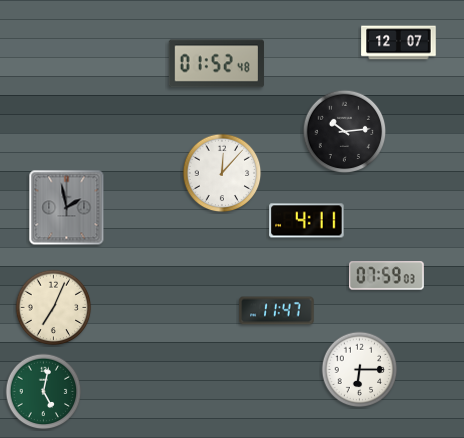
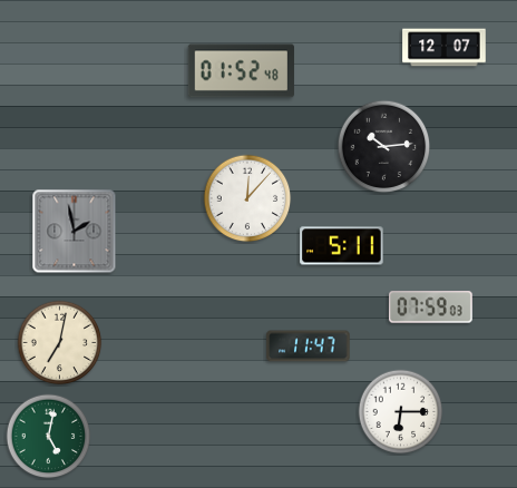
clock at (222, 173) position: (222, 173) -> (247, 198)
clock at (307, 221): 4:11 -> 5:11
clock at (54, 308): 7:04 -> 7:02
